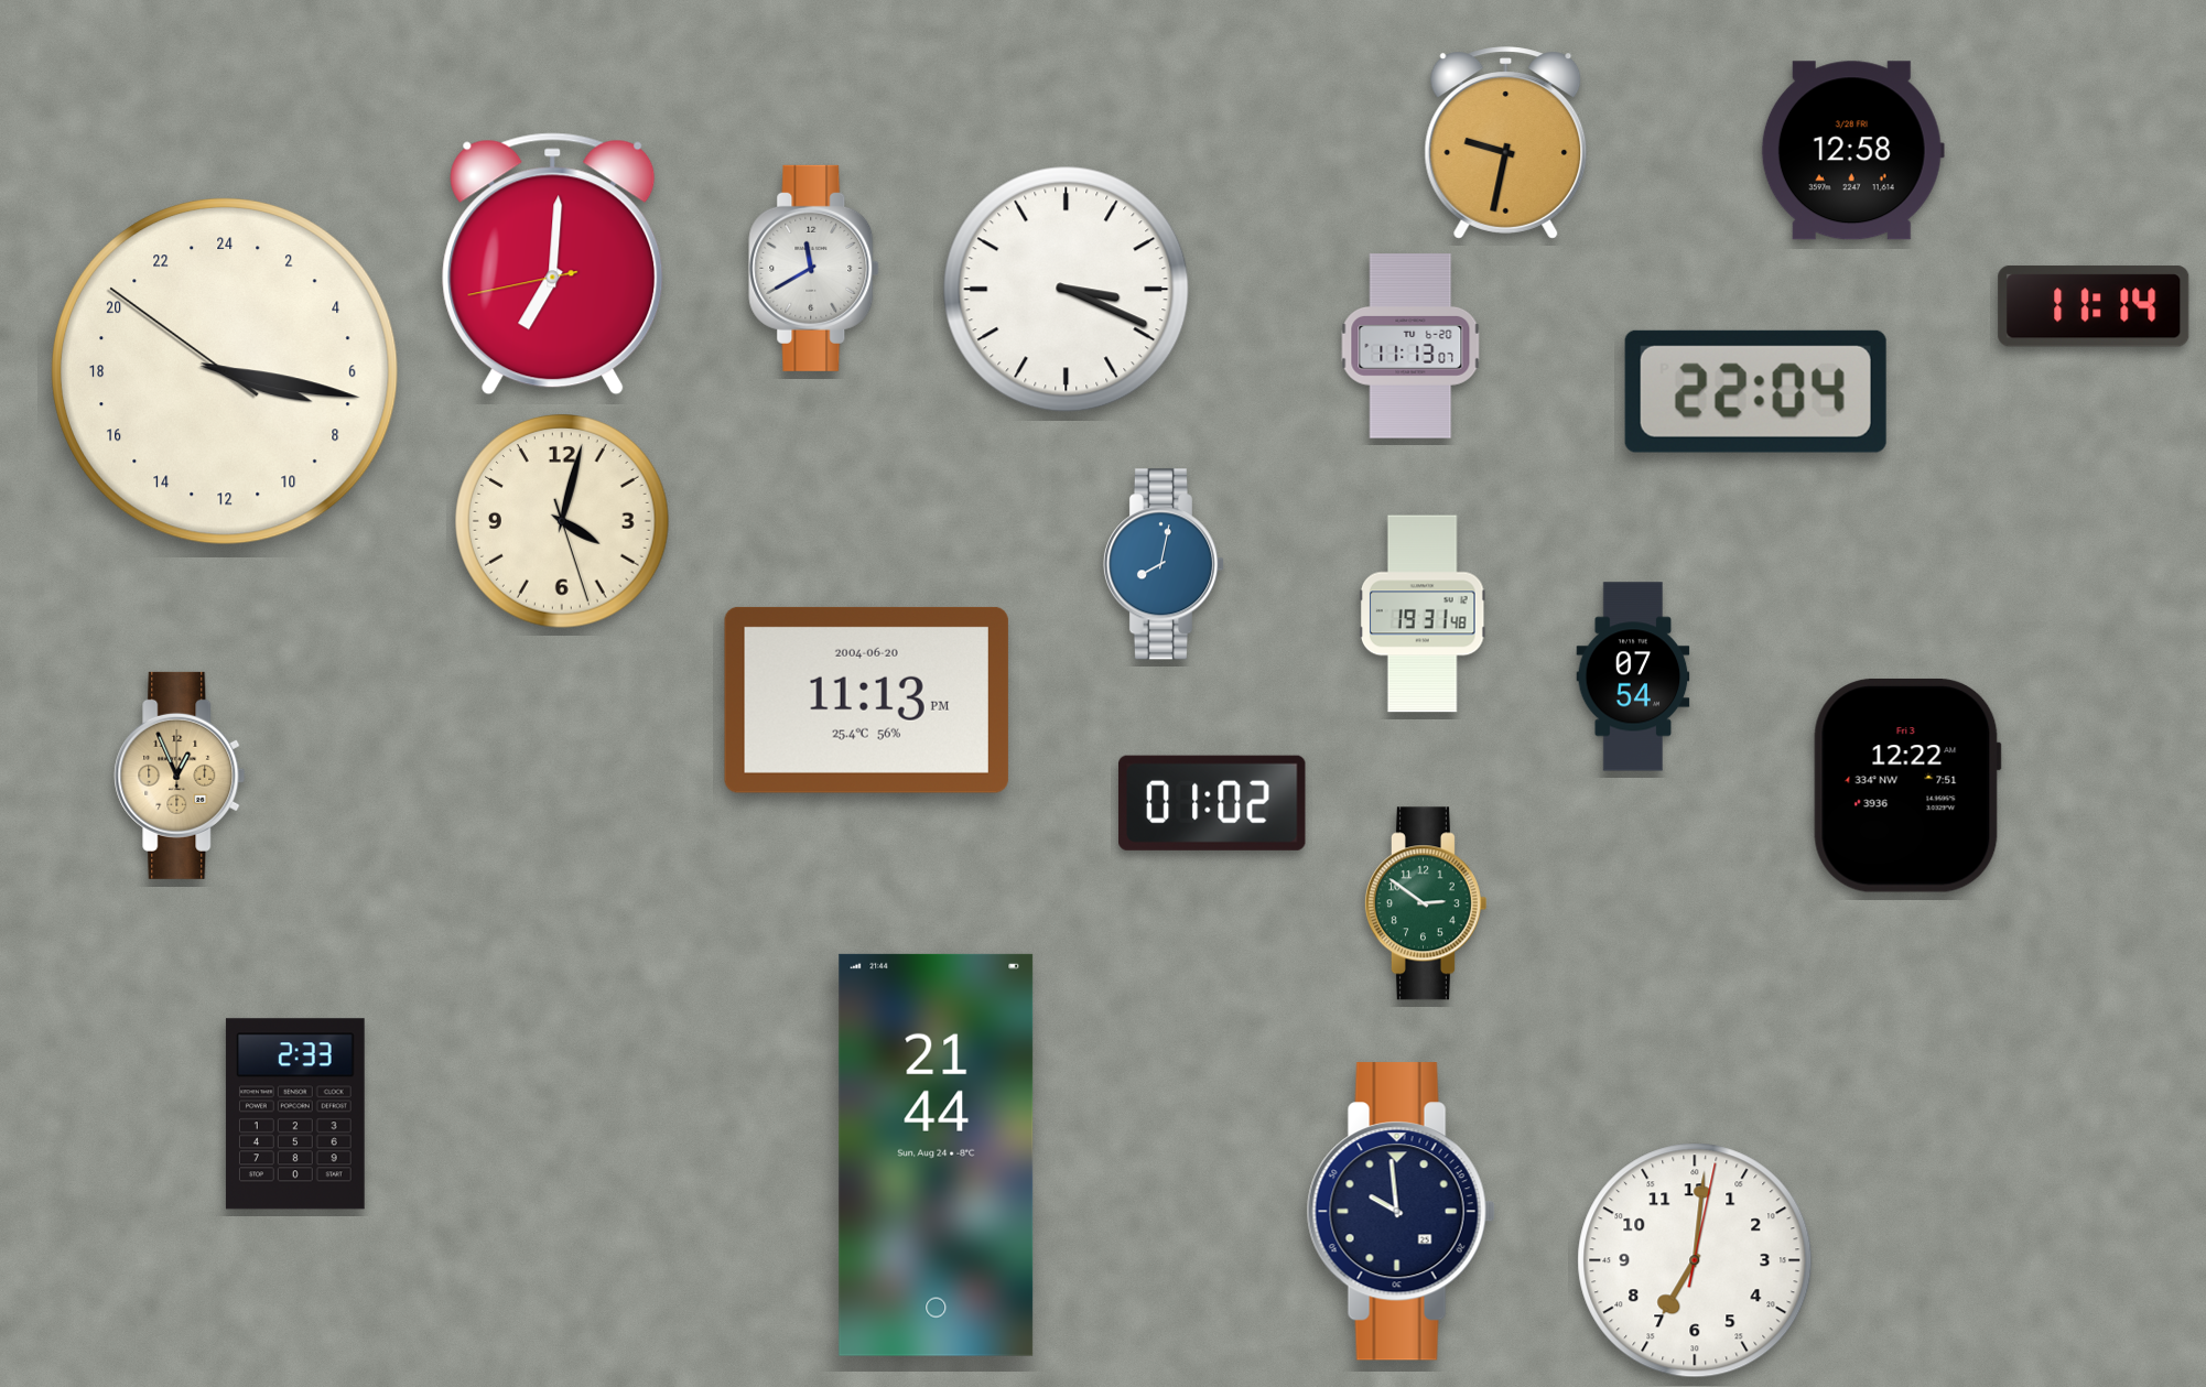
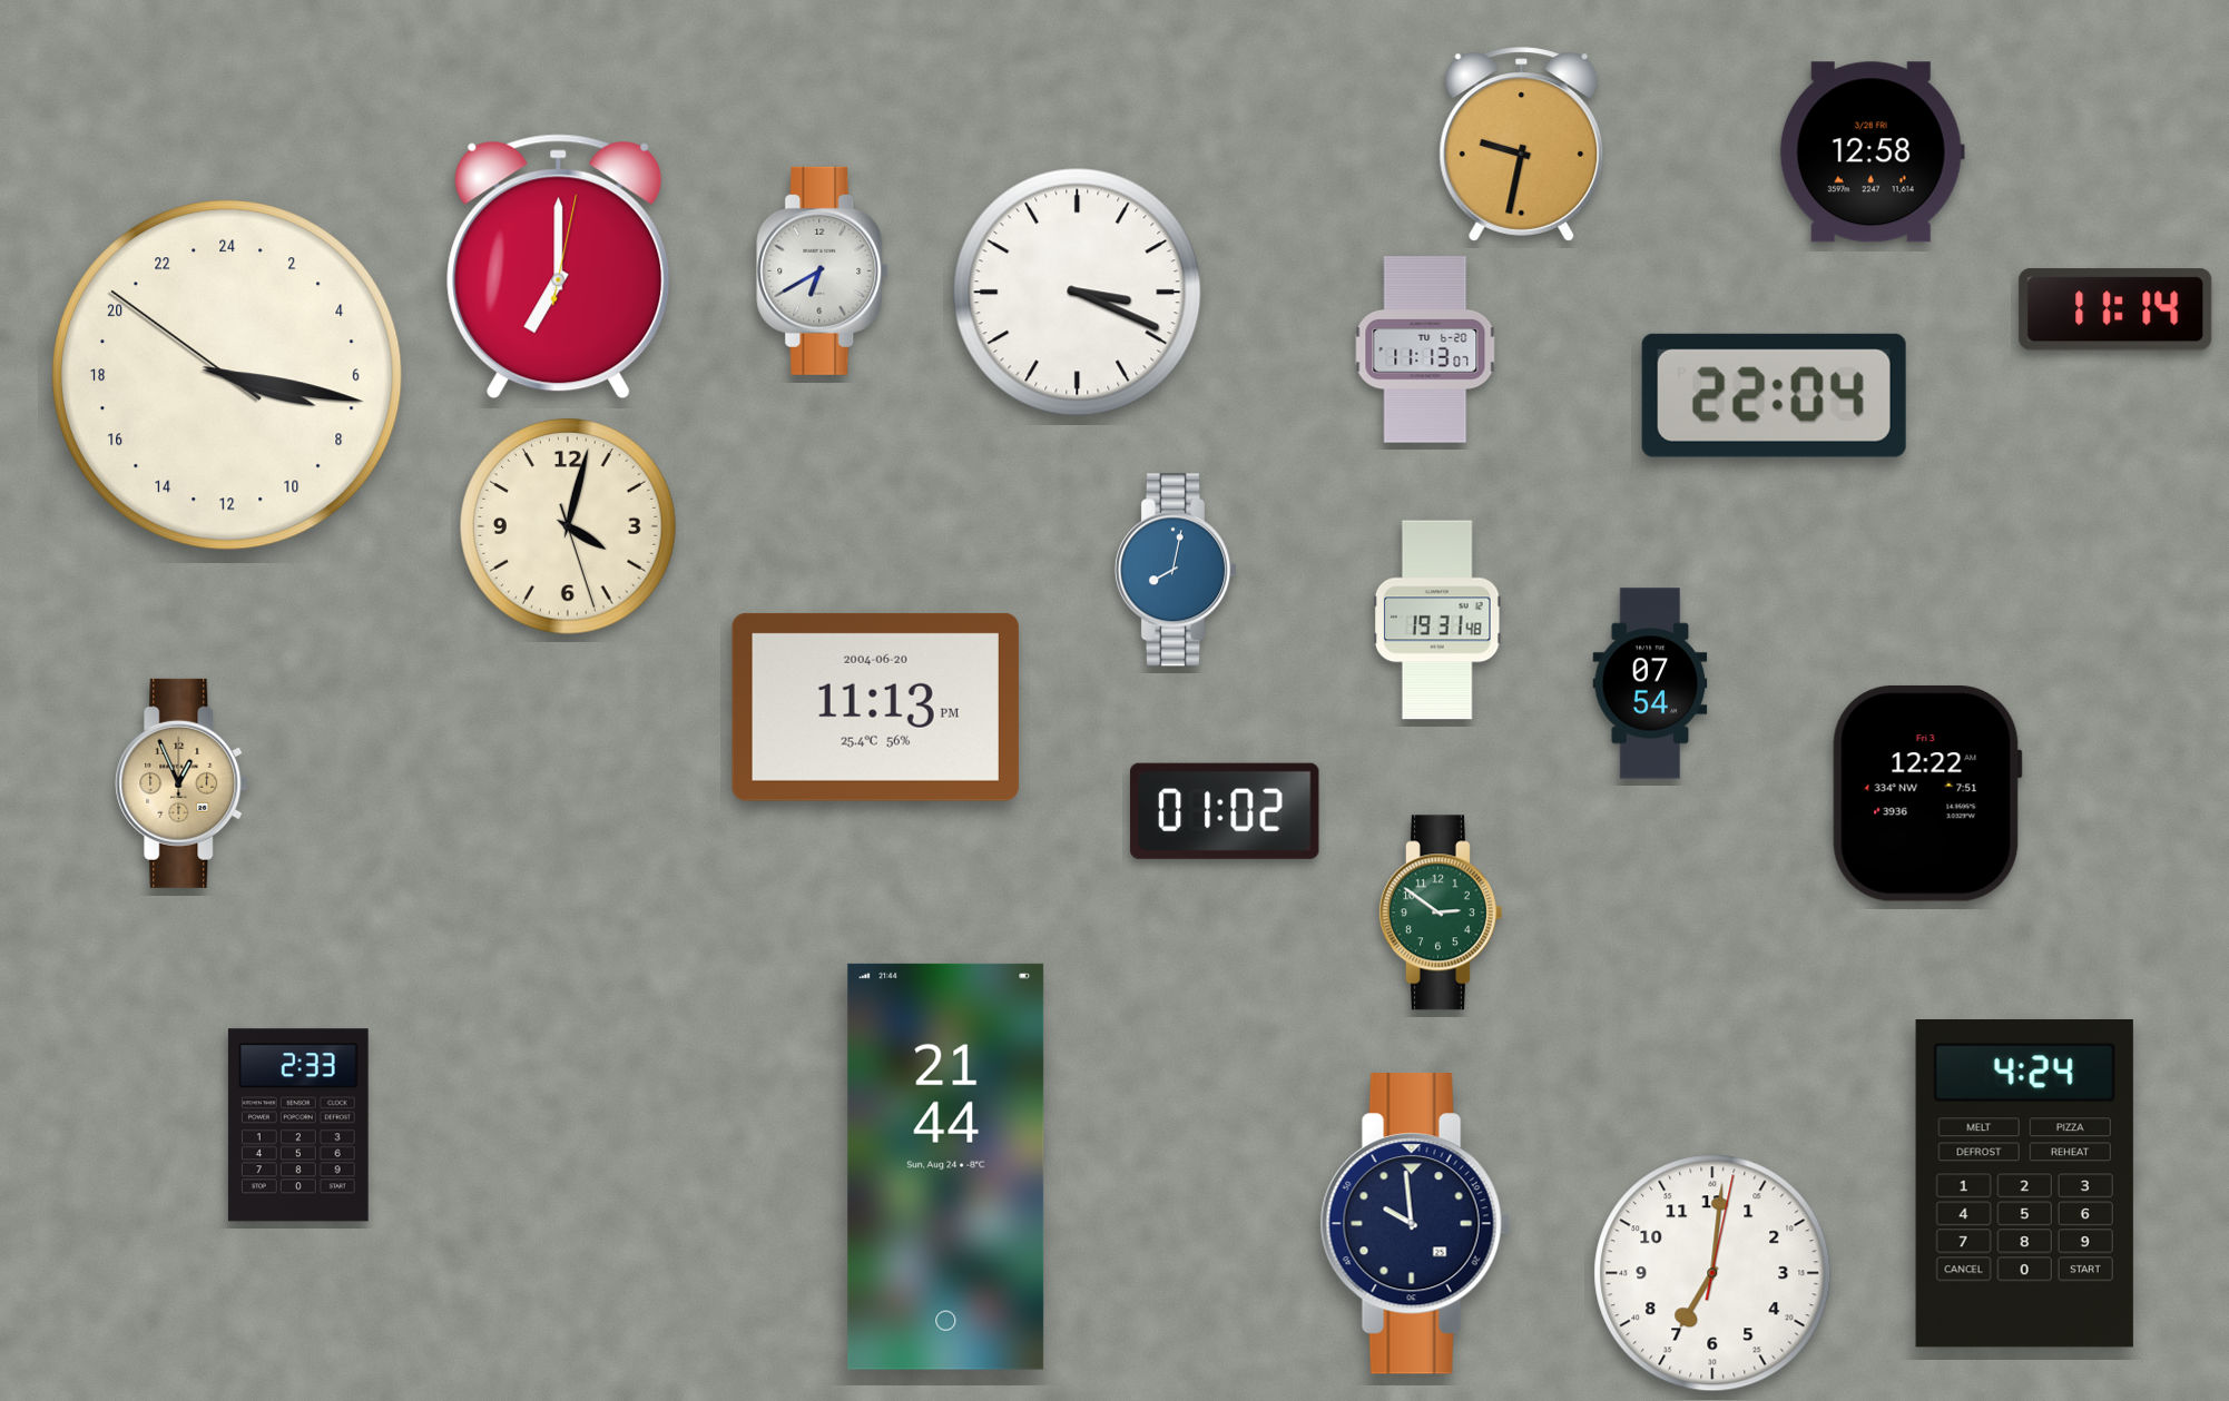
clock at (553, 264): 7:00:43 -> 7:00:02
clock at (814, 268): 11:40 -> 6:40
clock at (2024, 1184): none -> 4:24
